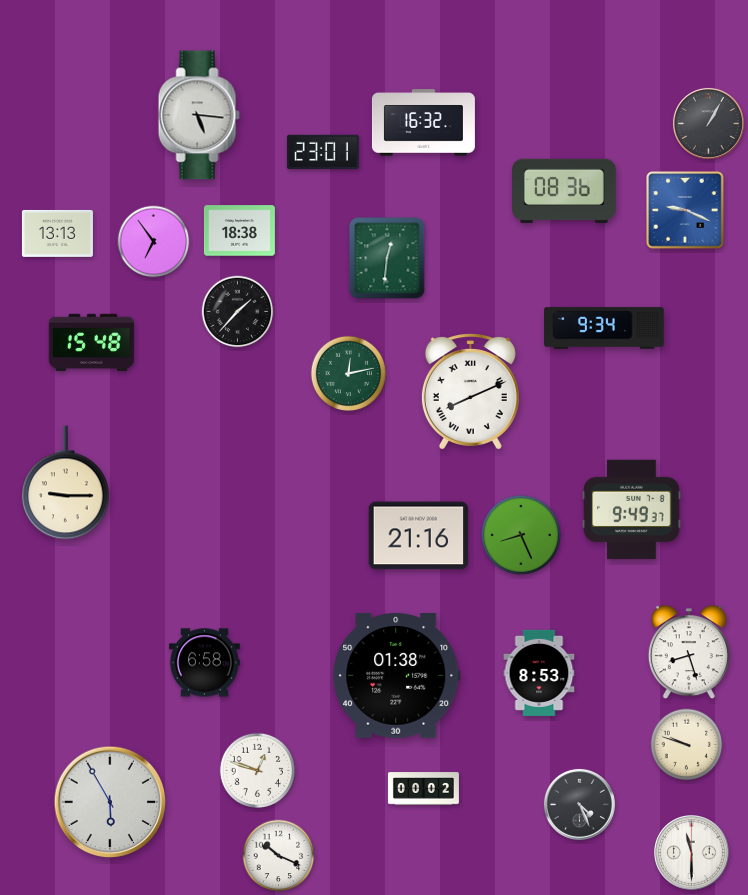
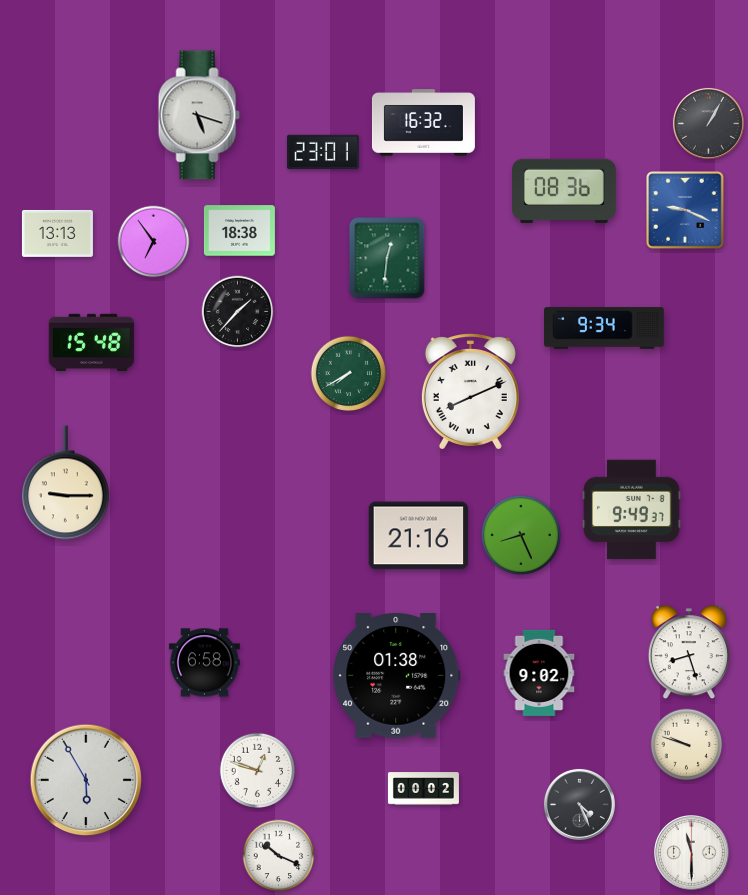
clock at (199, 115): 5:16 -> 5:18
clock at (348, 373): 12:13 -> 7:40
clock at (539, 673): 8:53 -> 9:02
clock at (110, 802) position: (110, 802) -> (86, 780)
